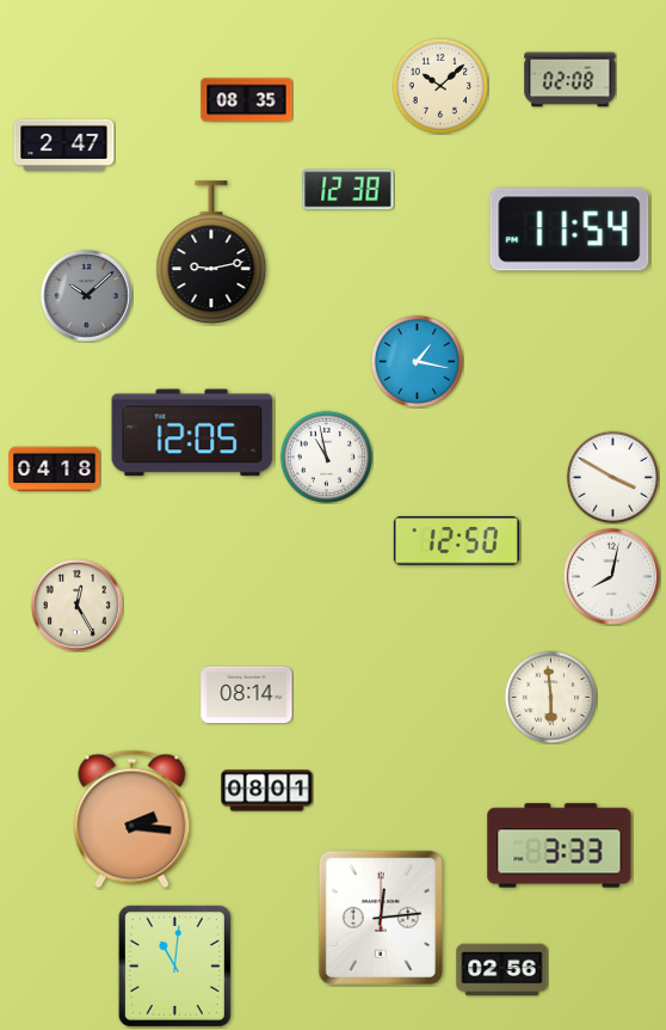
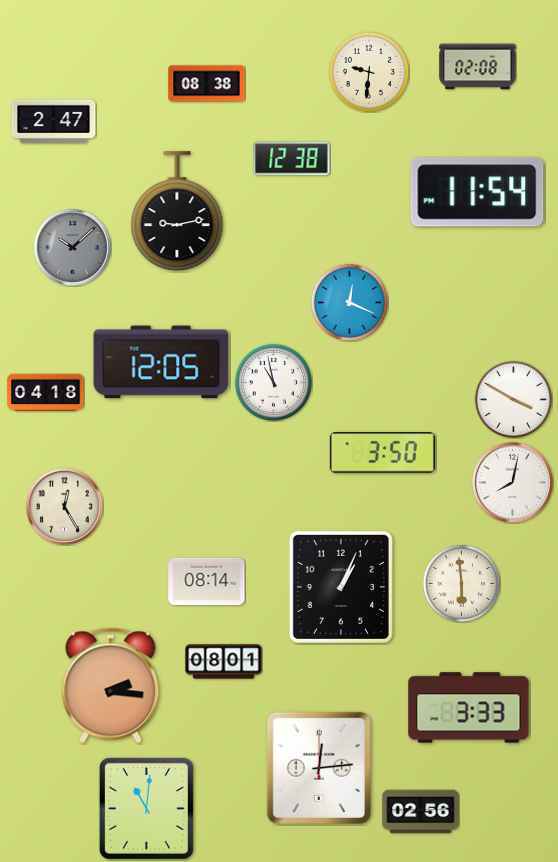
clock at (439, 85): 10:08 -> 9:31
clock at (247, 100): 08:35 -> 08:38
clock at (417, 361): 1:17 -> 12:19
clock at (456, 541): 12:50 -> 3:50
clock at (341, 587): none -> 1:04
